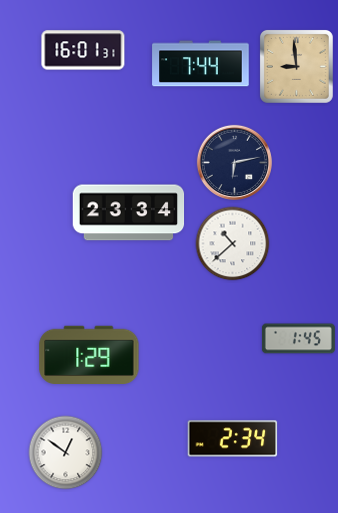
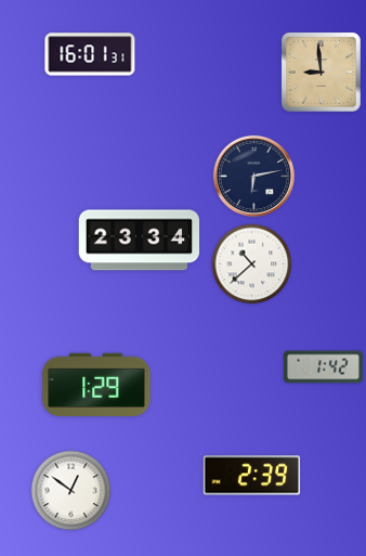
clock at (201, 64): 7:44 -> none
clock at (129, 213) position: (129, 213) -> (140, 241)
clock at (298, 339): 1:45 -> 1:42
clock at (233, 439): 2:34 -> 2:39
